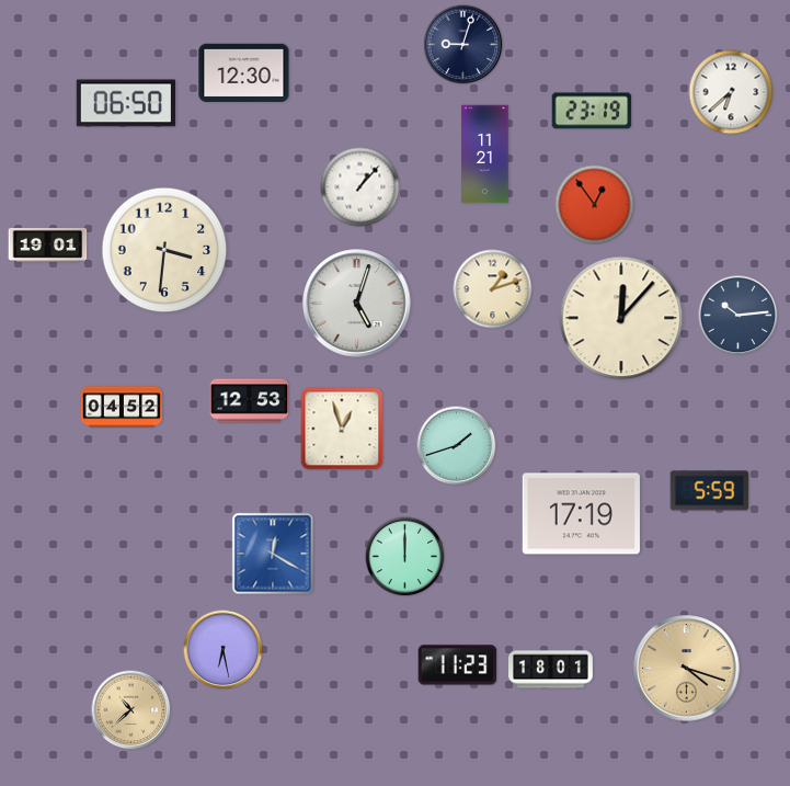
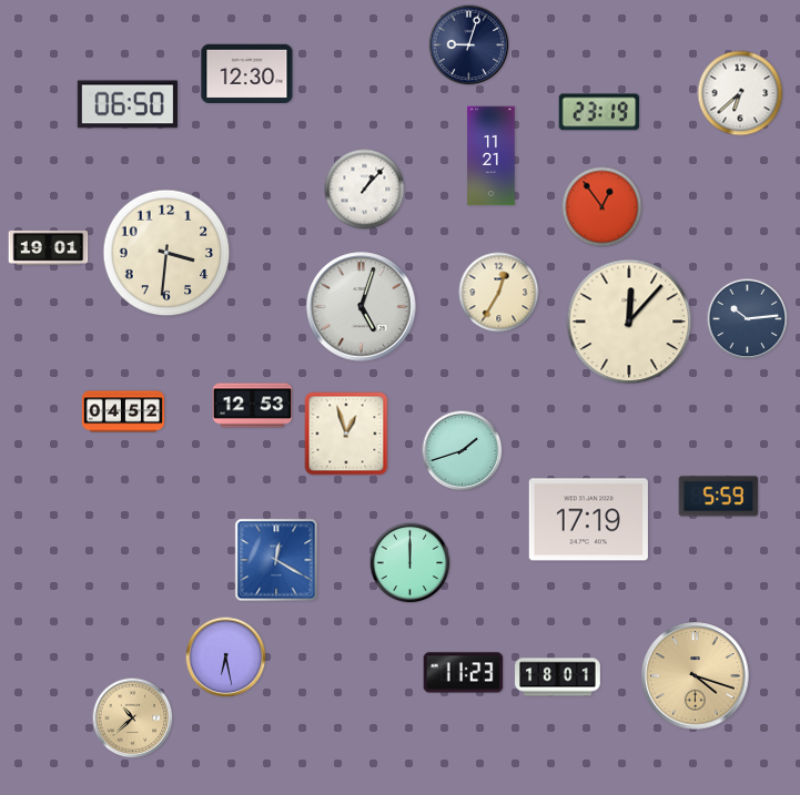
clock at (493, 289): 1:12 -> 12:35
